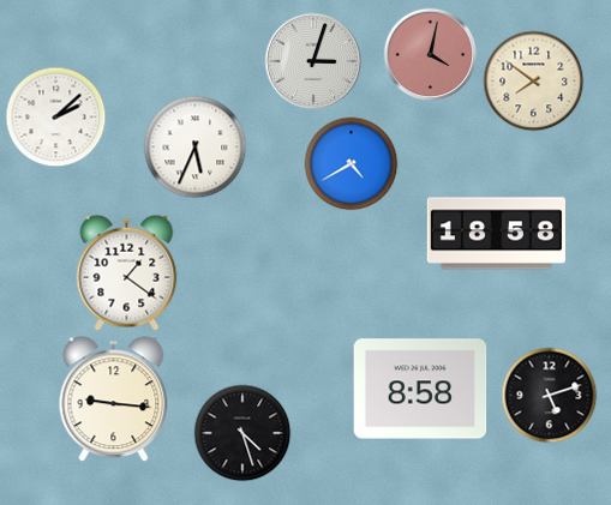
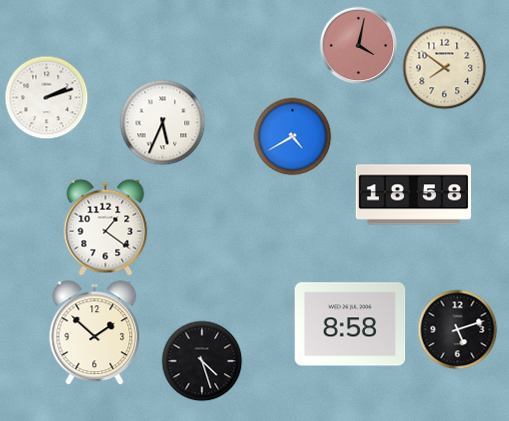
clock at (313, 61): 3:03 -> none
clock at (55, 116): 2:08 -> 2:12
clock at (114, 399): 9:16 -> 1:52
